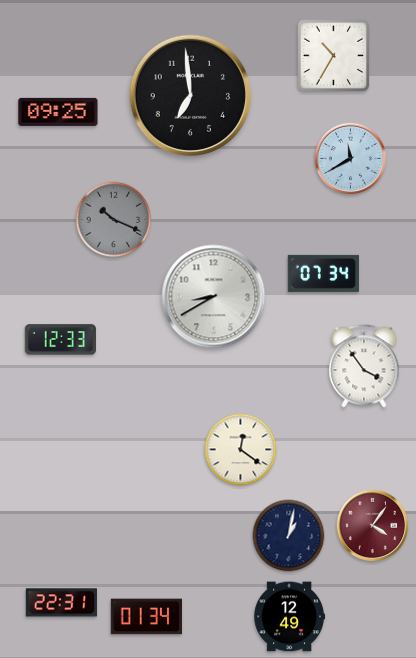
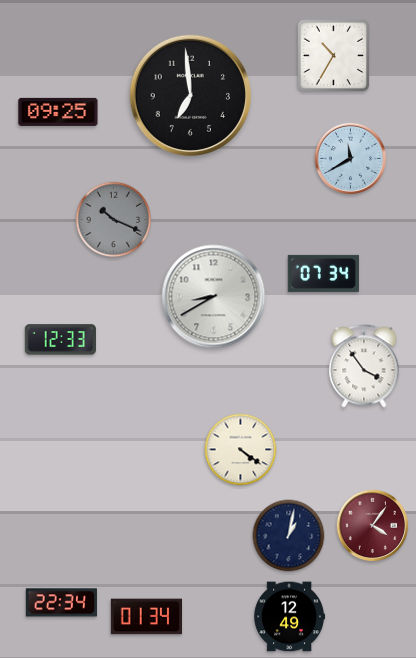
clock at (241, 450): 12:21 -> 4:21
clock at (61, 603): 22:31 -> 22:34
